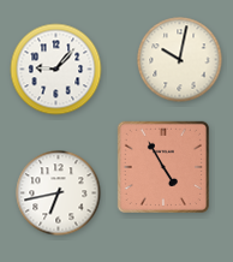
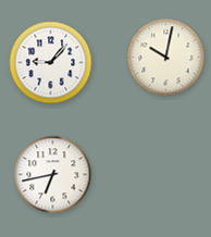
clock at (180, 60) position: (180, 60) -> (166, 58)
clock at (163, 167): 4:55 -> none
